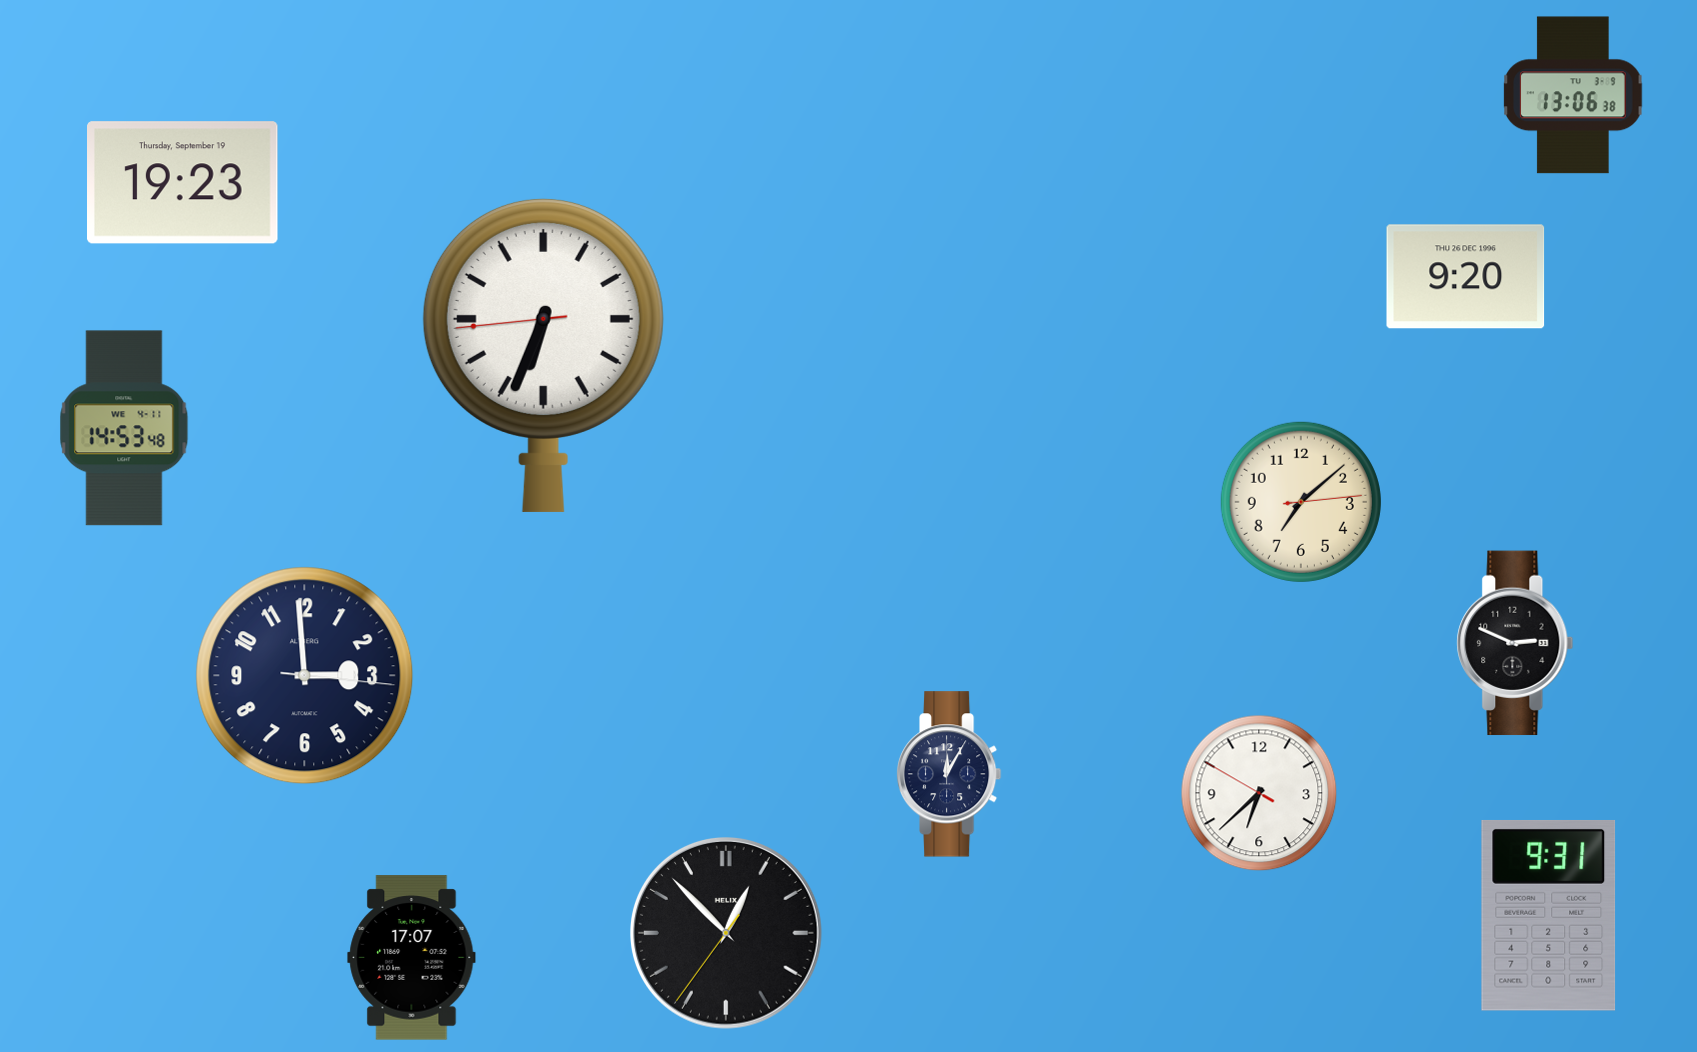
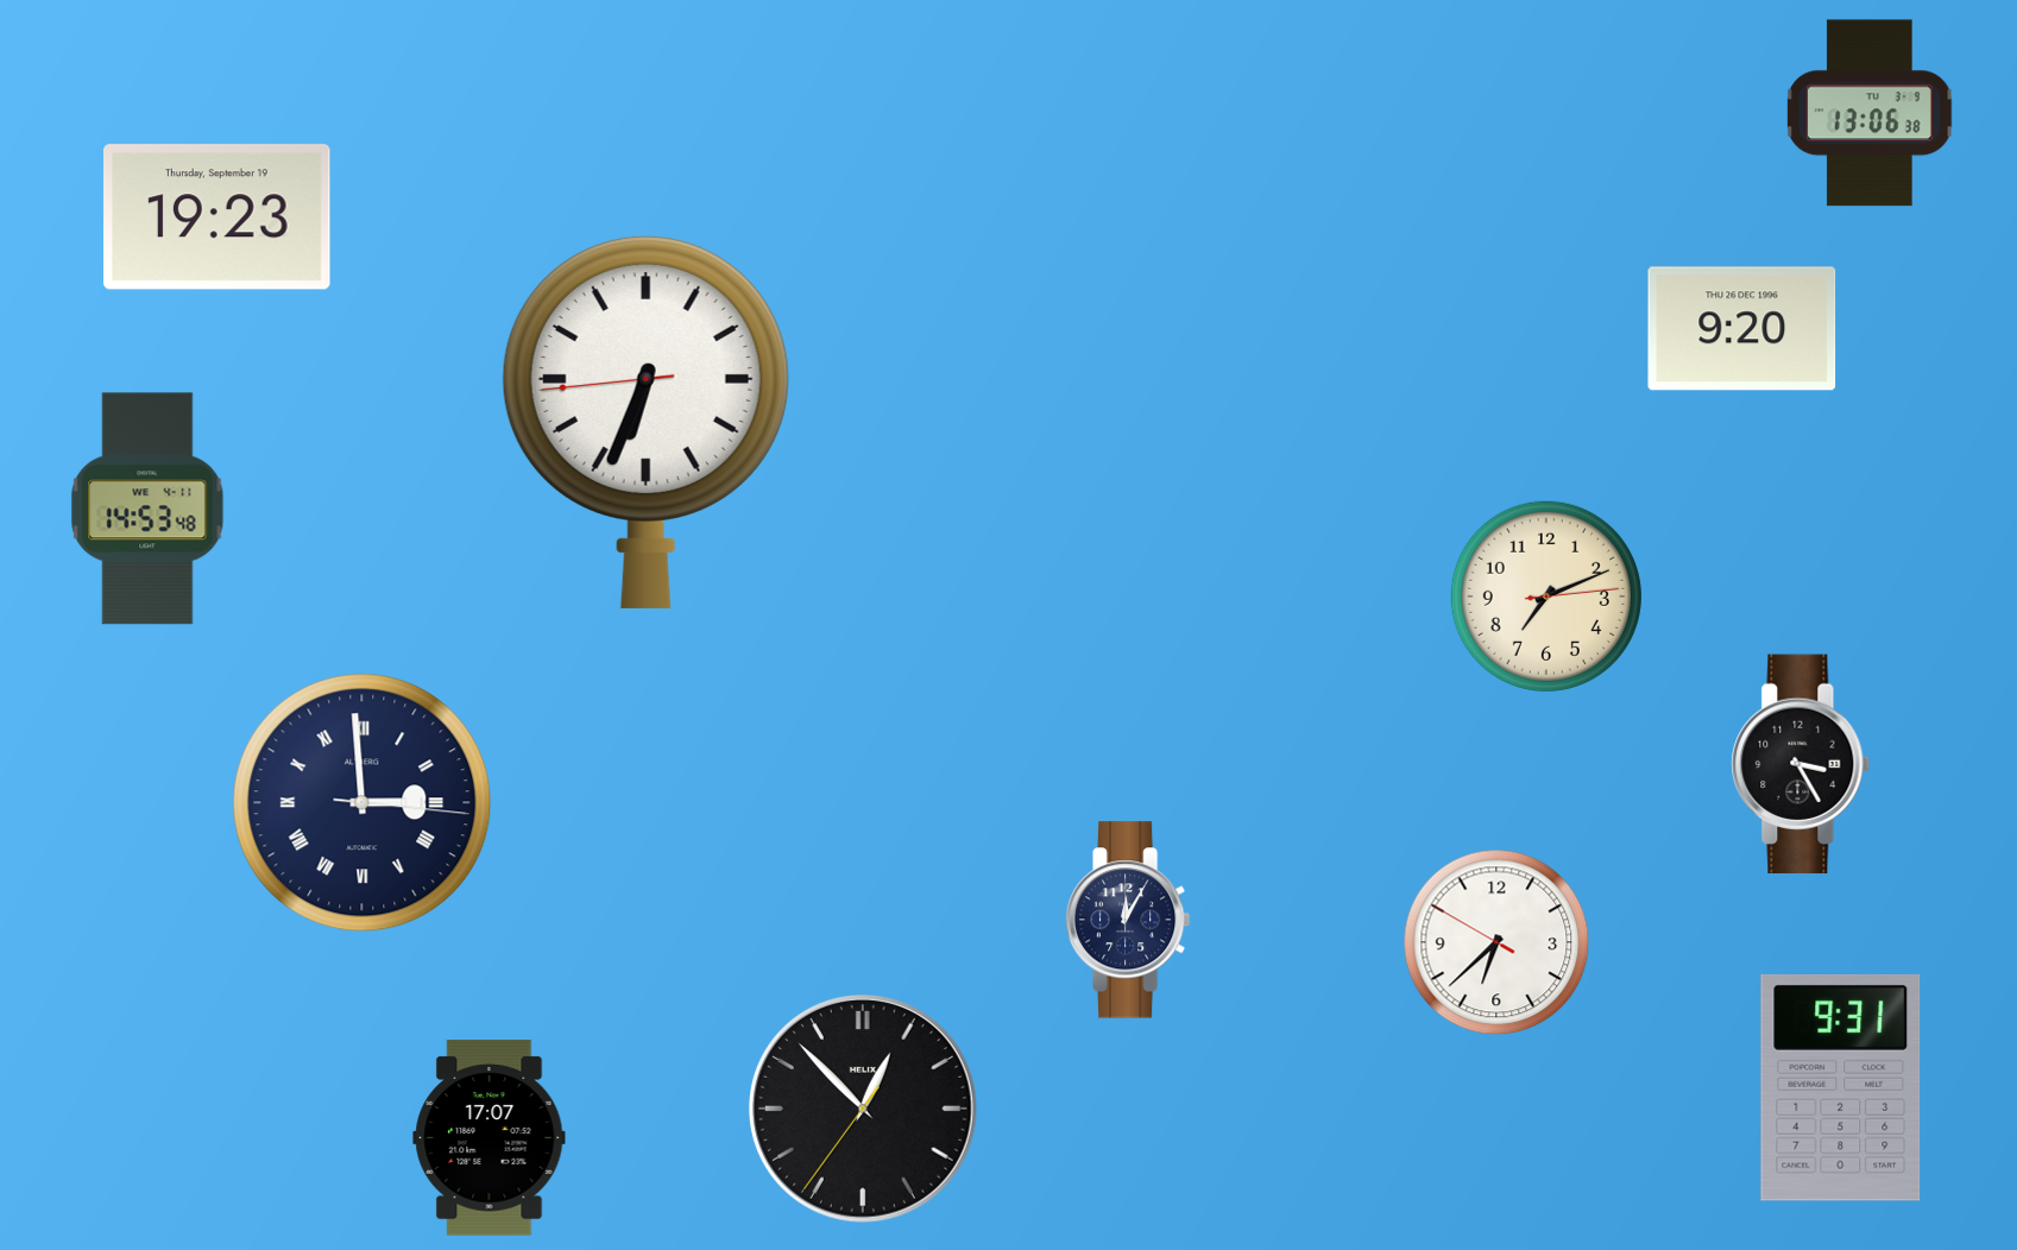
clock at (1301, 502): 7:08 -> 7:11
clock at (1515, 643): 2:49 -> 3:25
clock at (305, 676) numerals: Arabic -> Roman
